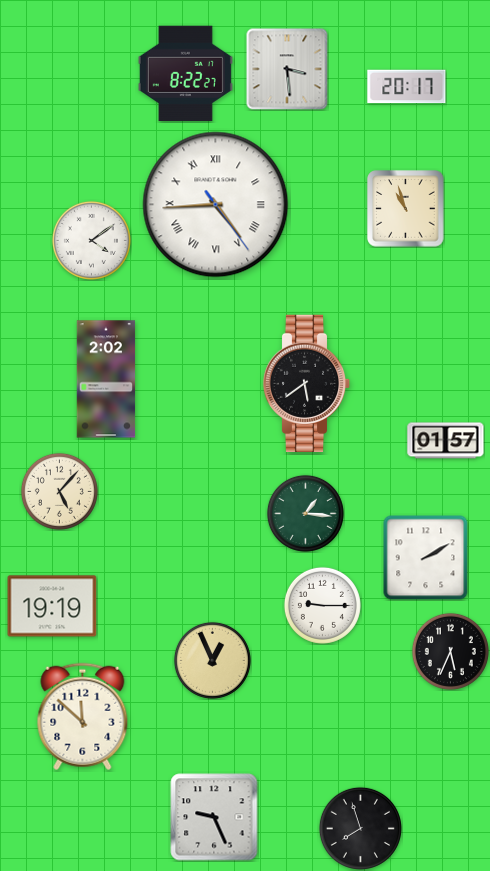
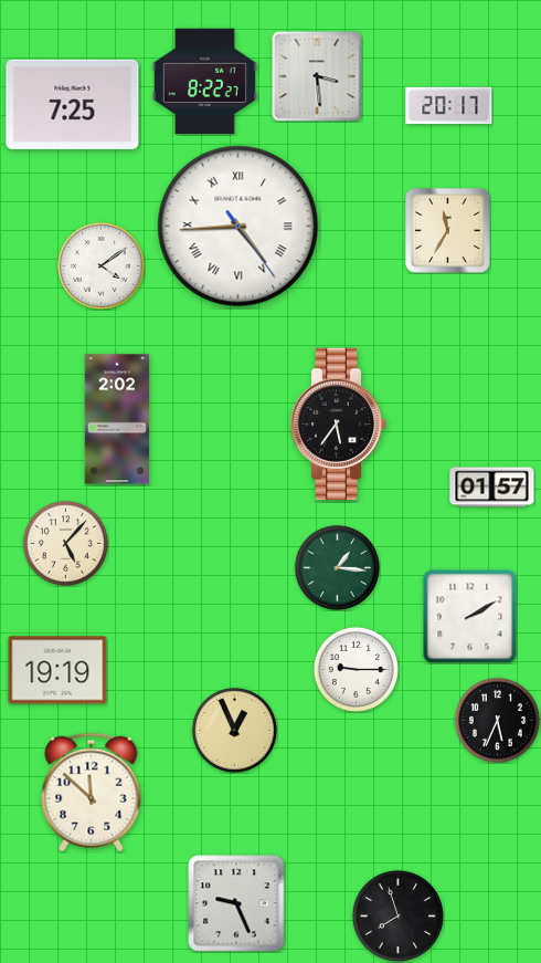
clock at (407, 87) position: (407, 87) -> (449, 106)
clock at (73, 104): none -> 7:25
clock at (406, 209): 10:57 -> 11:35
clock at (307, 383): 5:39 -> 5:36
